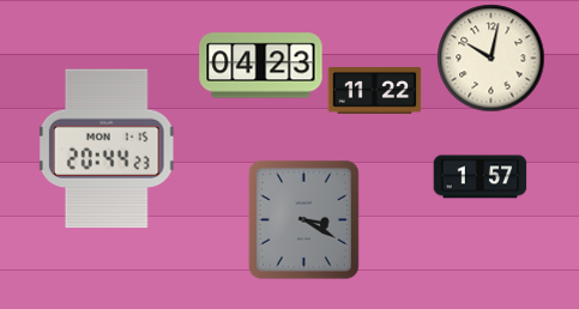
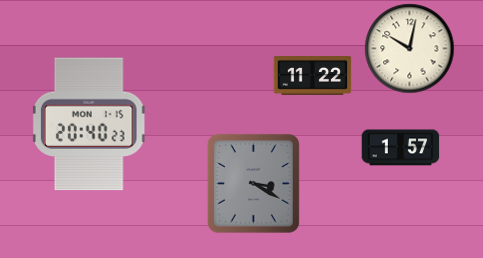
clock at (261, 66): 04:23 -> none
clock at (107, 149): 20:44 -> 20:40
